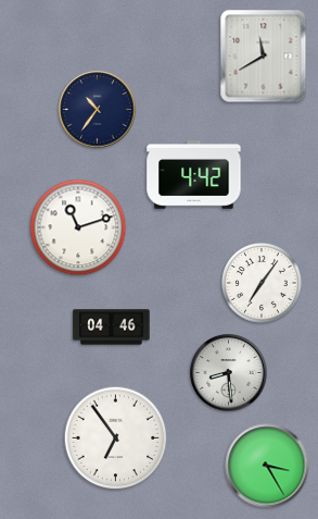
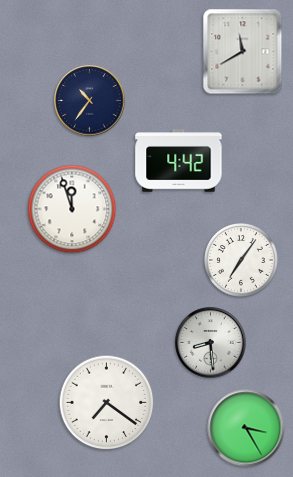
clock at (78, 227): 11:12 -> 11:57
clock at (112, 328): 04:46 -> none
clock at (116, 438): 6:54 -> 7:21
